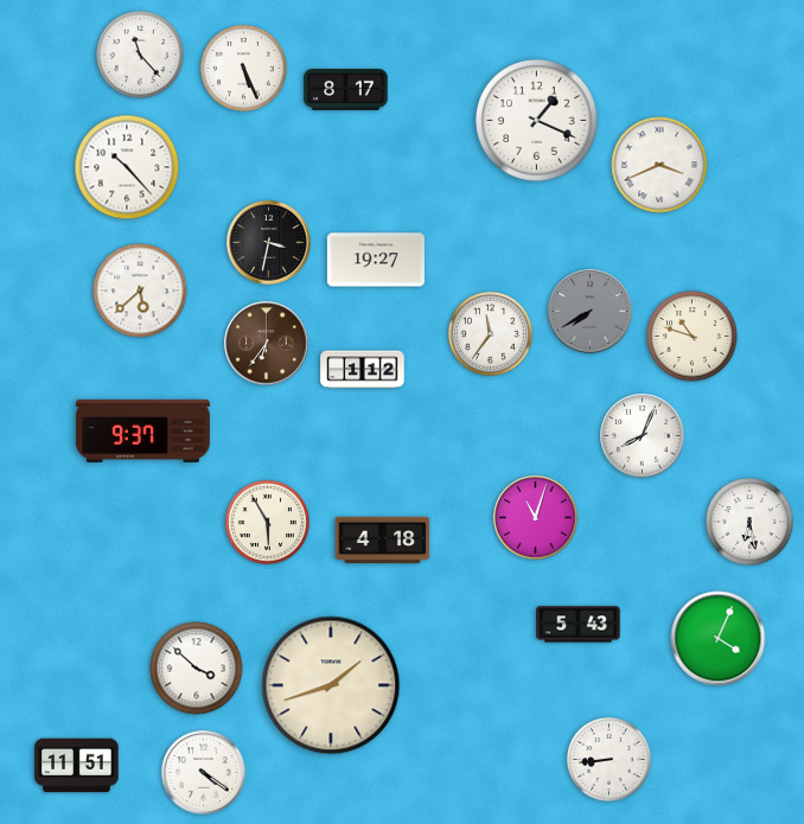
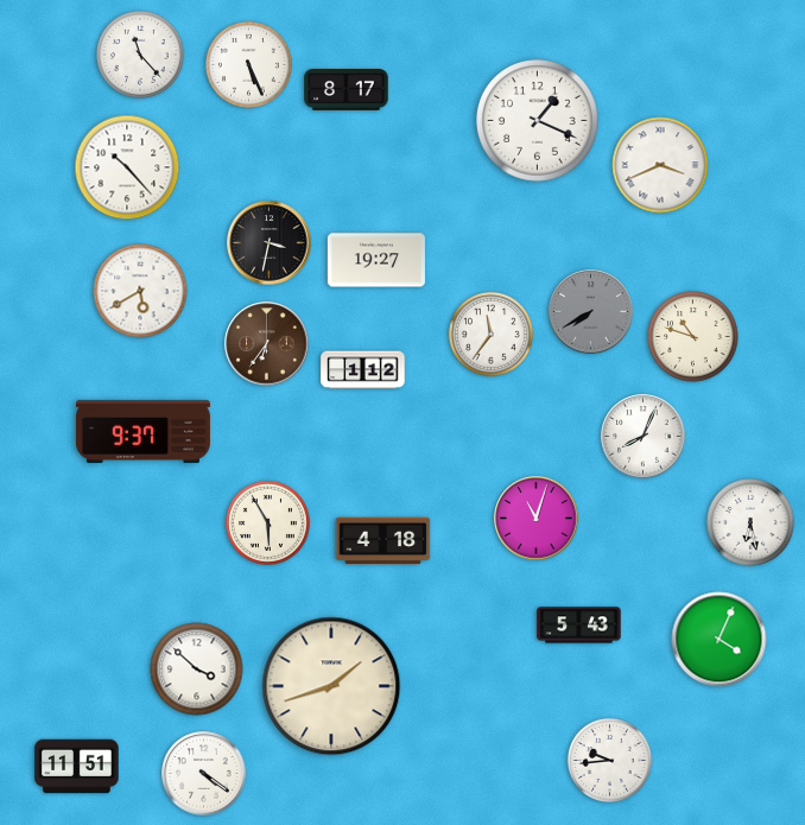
clock at (244, 69) position: (244, 69) -> (249, 65)
clock at (140, 290): 5:38 -> 5:40
clock at (608, 759): 8:44 -> 9:44
